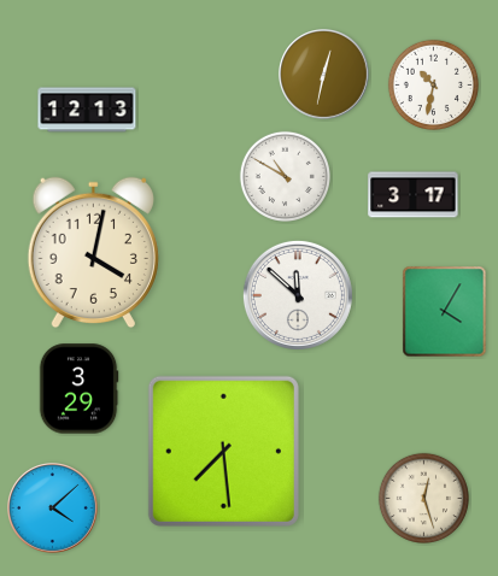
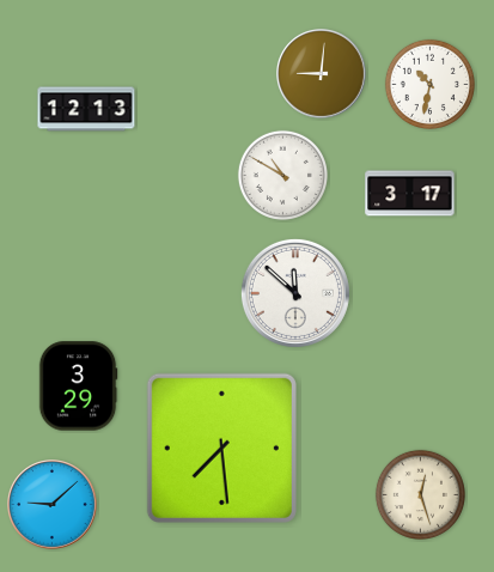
clock at (324, 75): 12:32 -> 9:01
clock at (93, 253): 4:02 -> none
clock at (445, 312): 4:05 -> none
clock at (53, 509): 4:08 -> 9:08
